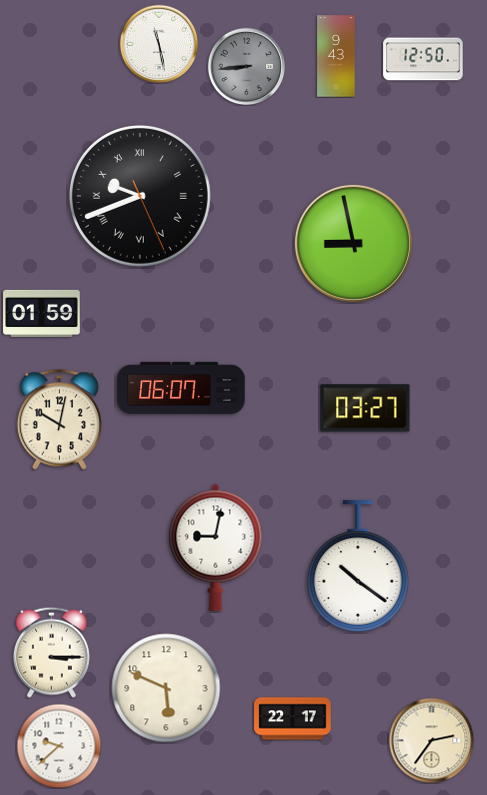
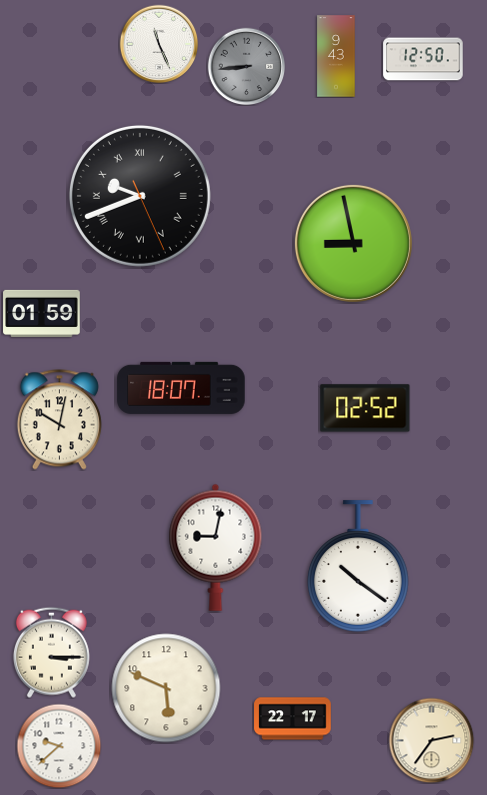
clock at (159, 44): 11:28 -> 11:26
clock at (181, 388): 06:07 -> 18:07
clock at (365, 408): 03:27 -> 02:52
